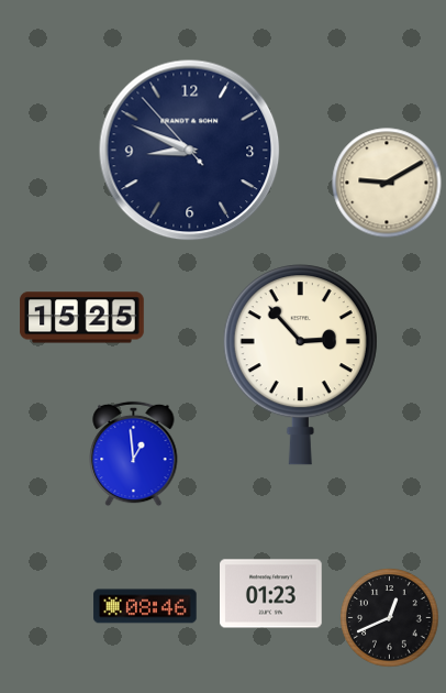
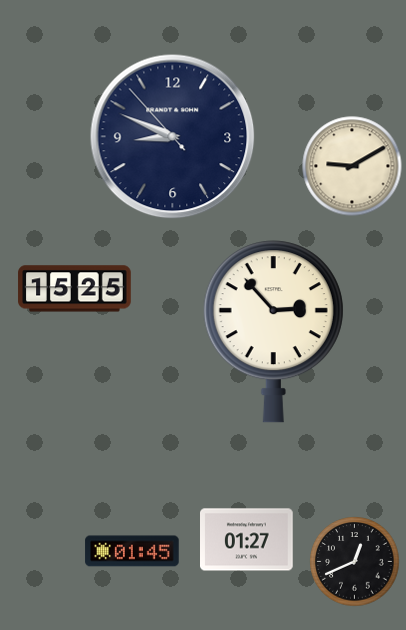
clock at (134, 454): 12:59 -> none
clock at (271, 594): 01:23 -> 01:27
clock at (145, 606): 08:46 -> 01:45
